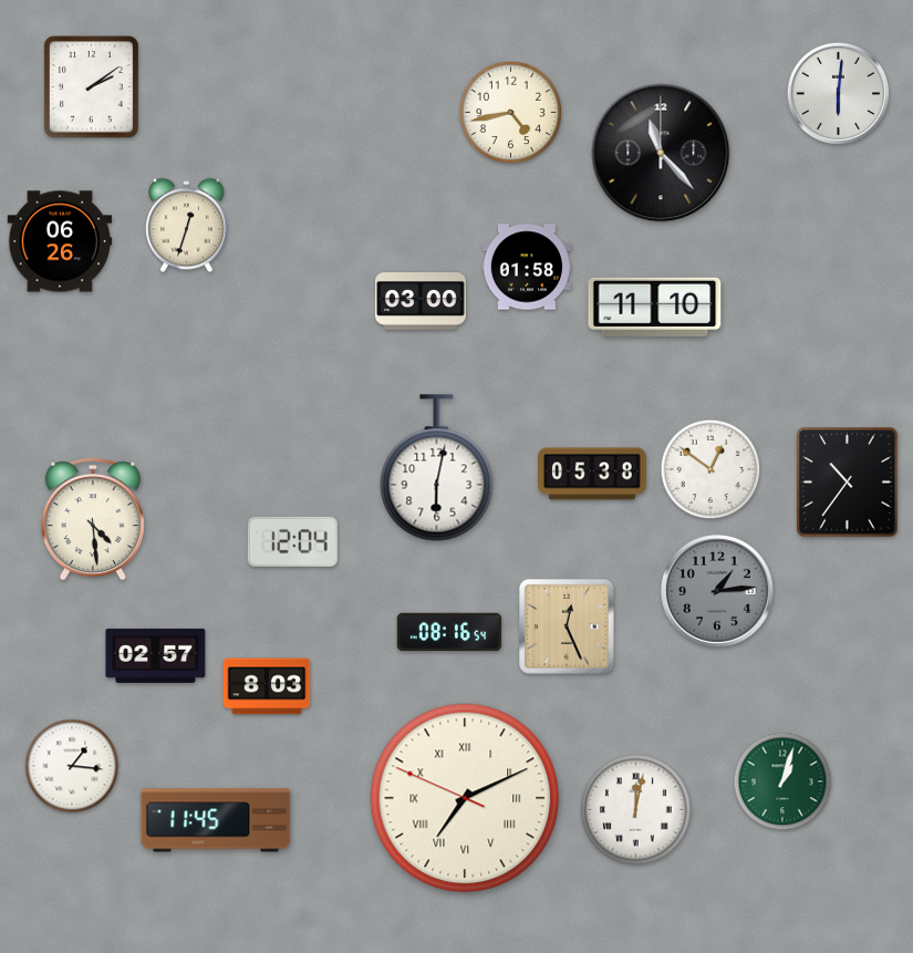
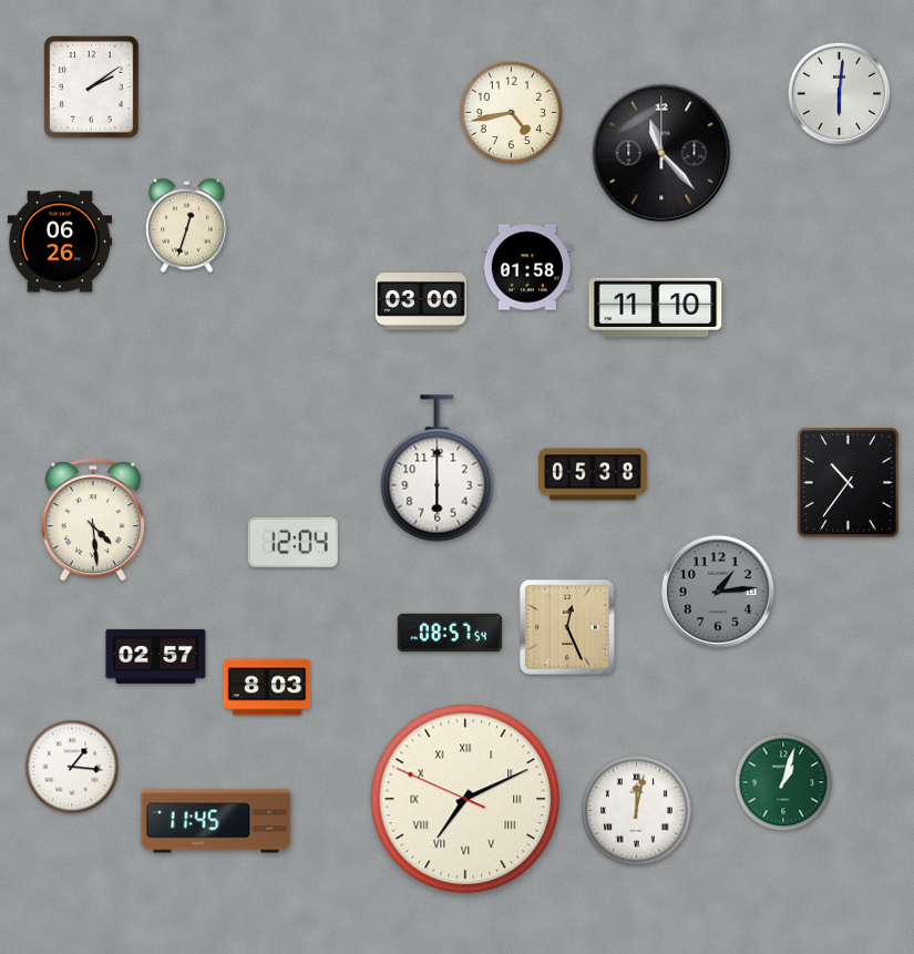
clock at (437, 468): 6:02 -> 6:00
clock at (710, 469): 12:51 -> none
clock at (449, 632): 08:16 -> 08:57
